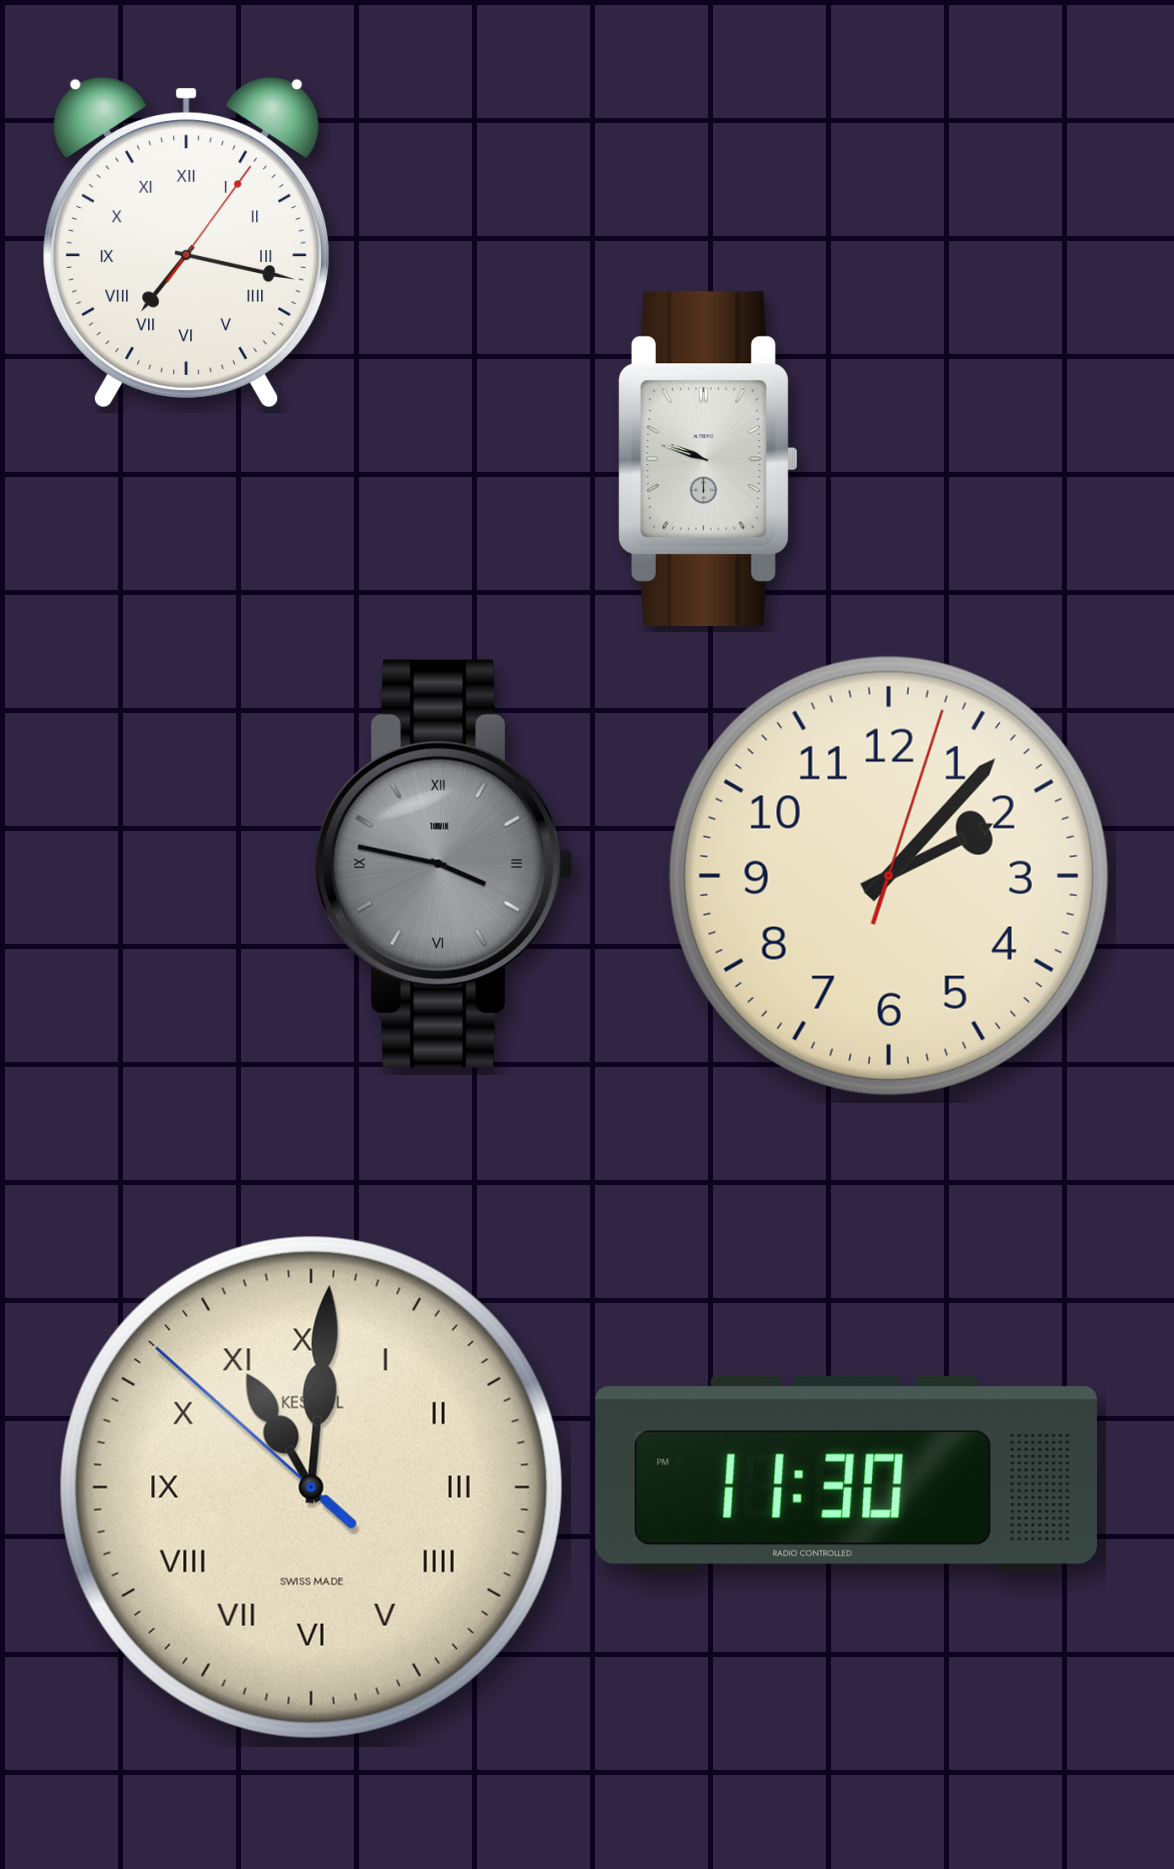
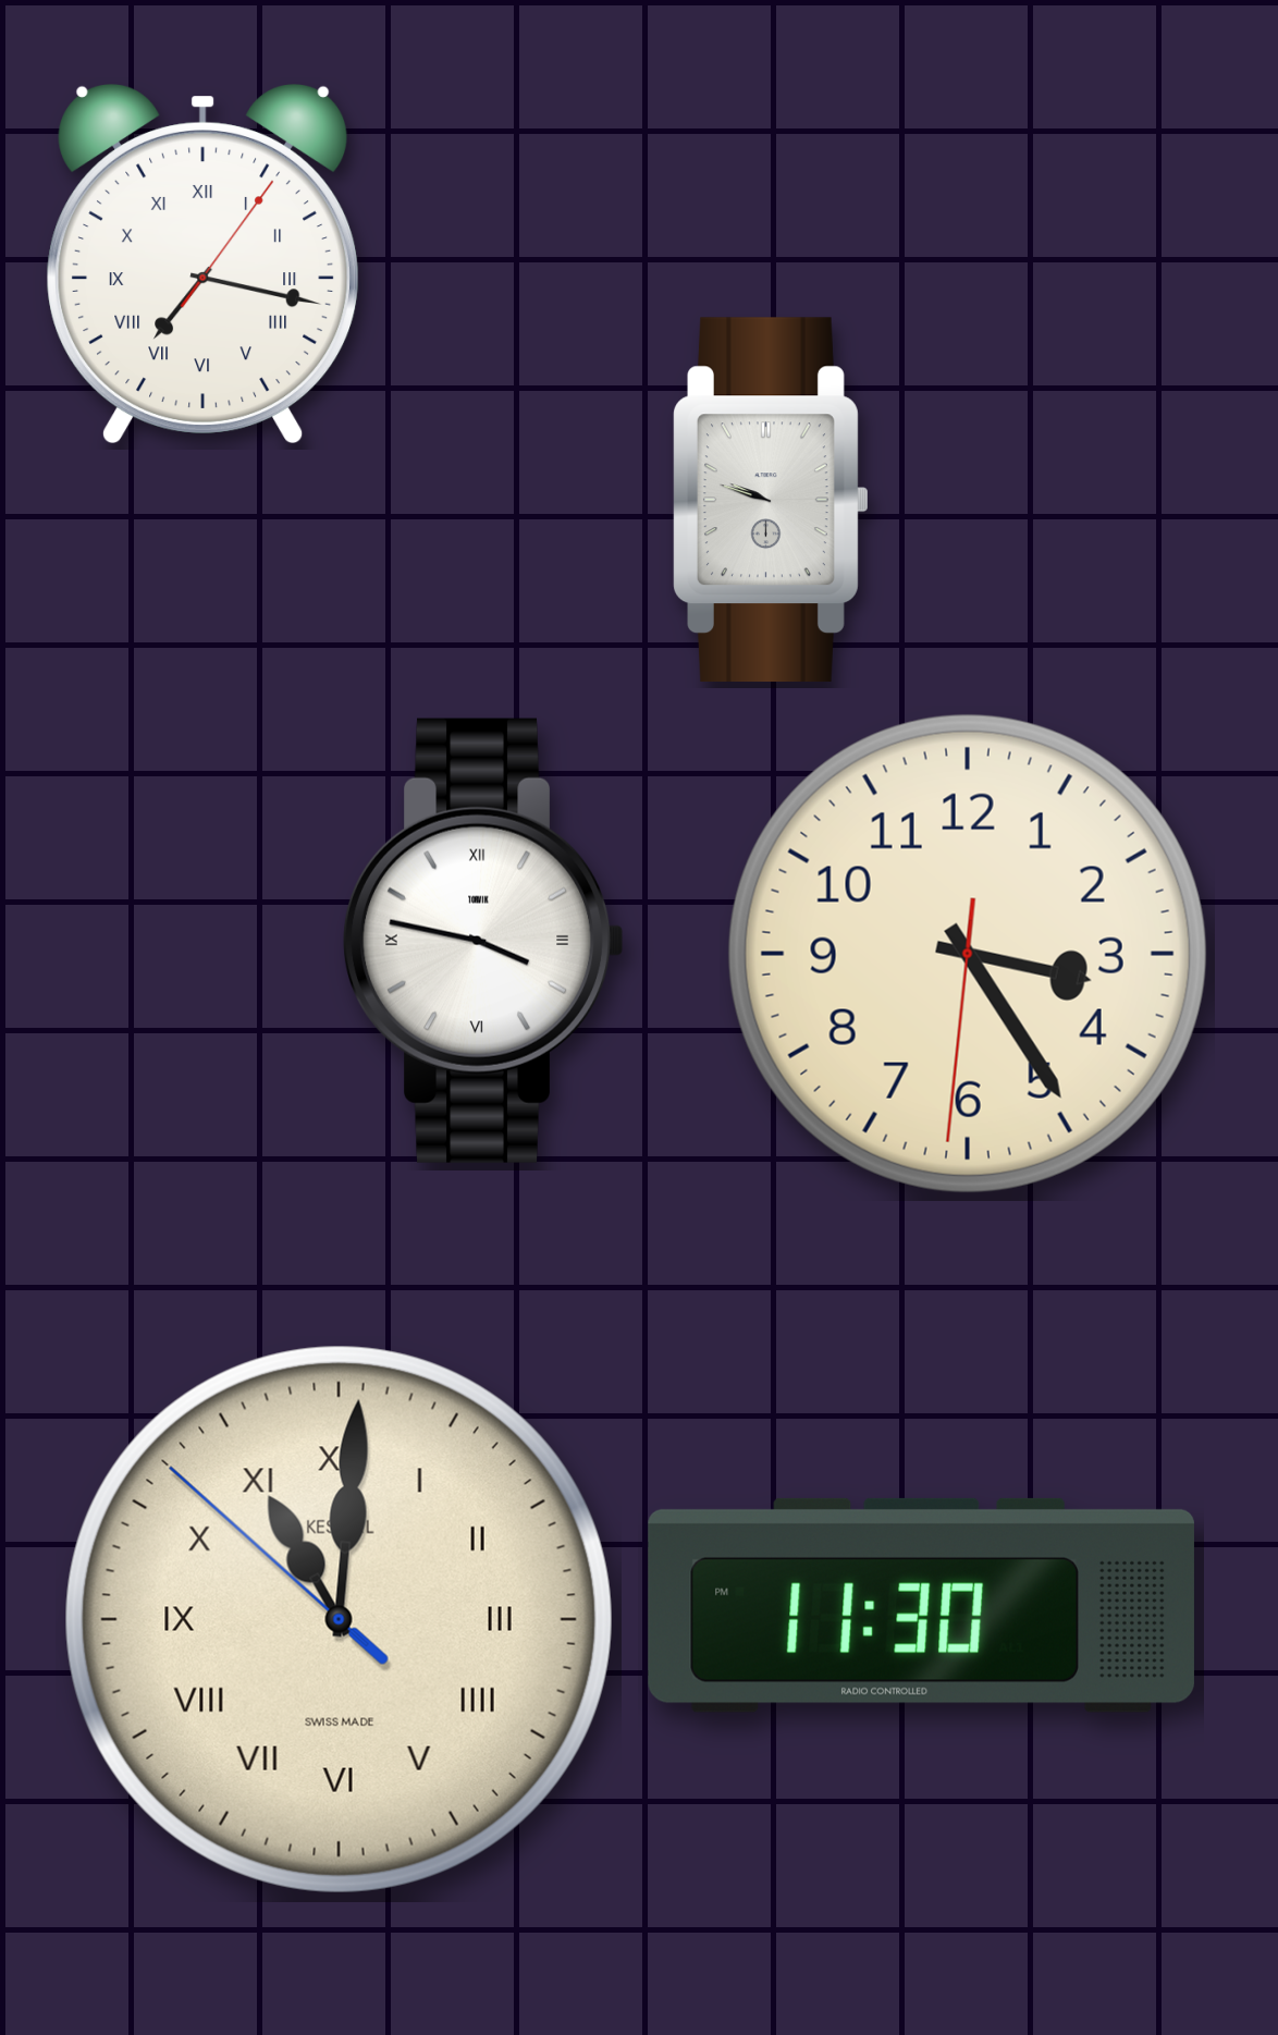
clock at (445, 864) dial: grey -> white
clock at (889, 876): 2:07 -> 3:24
